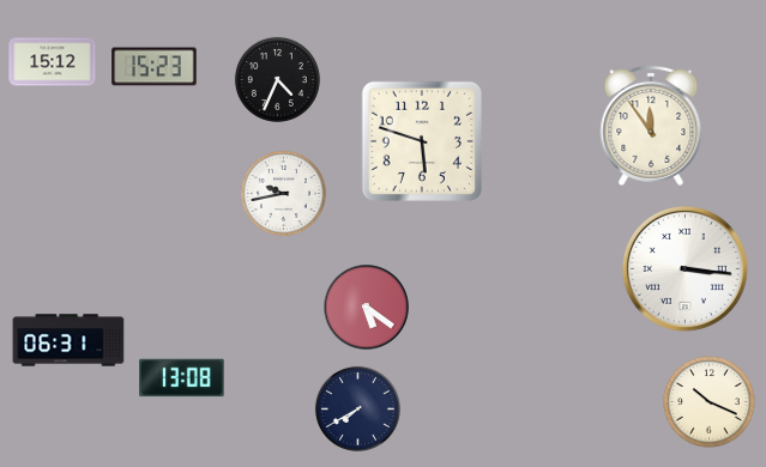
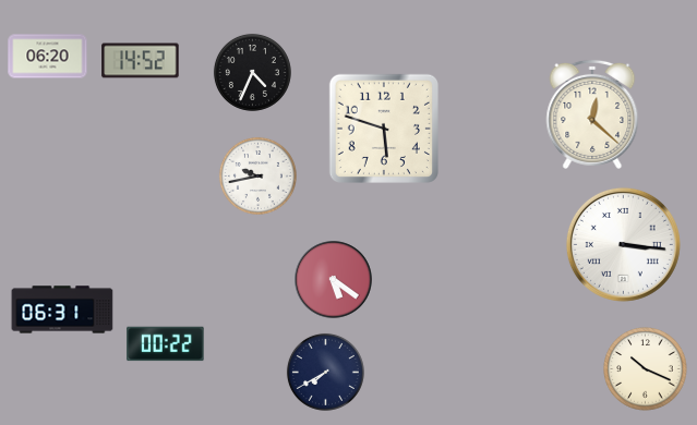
clock at (53, 62): 15:12 -> 06:20
clock at (155, 67): 15:23 -> 14:52
clock at (651, 126): 11:54 -> 12:22
clock at (182, 378): 13:08 -> 00:22
clock at (710, 402) position: (710, 402) -> (646, 369)
